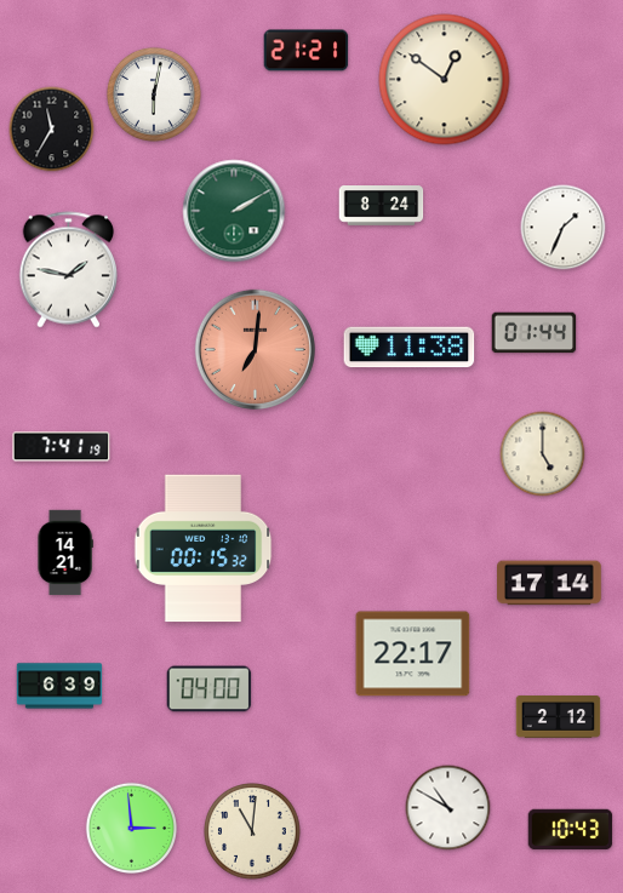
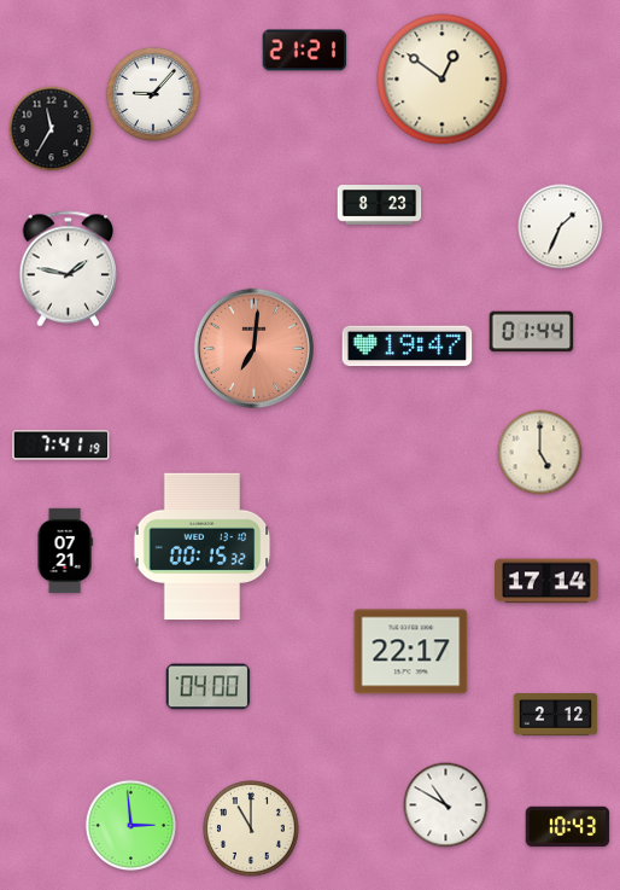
clock at (154, 95): 6:02 -> 9:07
clock at (382, 206): 8:24 -> 8:23
clock at (234, 211): 2:10 -> none
clock at (410, 348): 11:38 -> 19:47
clock at (65, 553): 14:21 -> 07:21
clock at (59, 686): 6:39 -> none
clock at (252, 831): 11:01 -> 11:00
